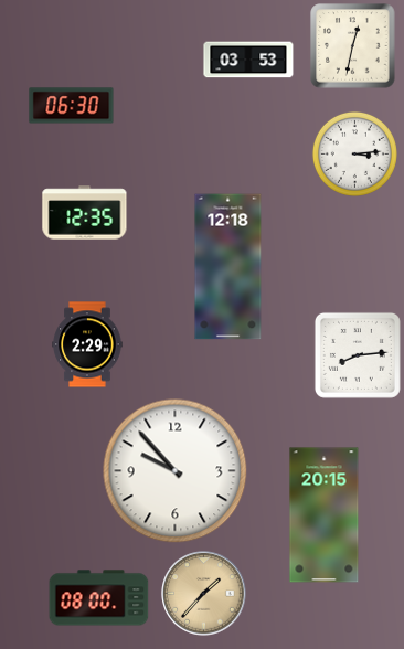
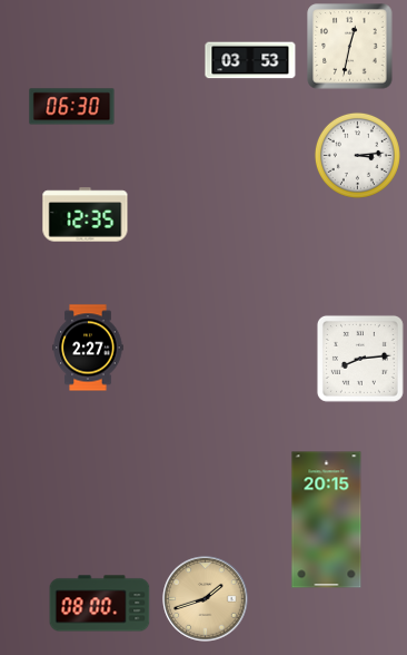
clock at (353, 46) position: (353, 46) -> (350, 47)
clock at (228, 267): 12:18 -> none
clock at (87, 344): 2:29 -> 2:27
clock at (176, 471): 9:53 -> none
clock at (204, 594): 1:37 -> 1:42
